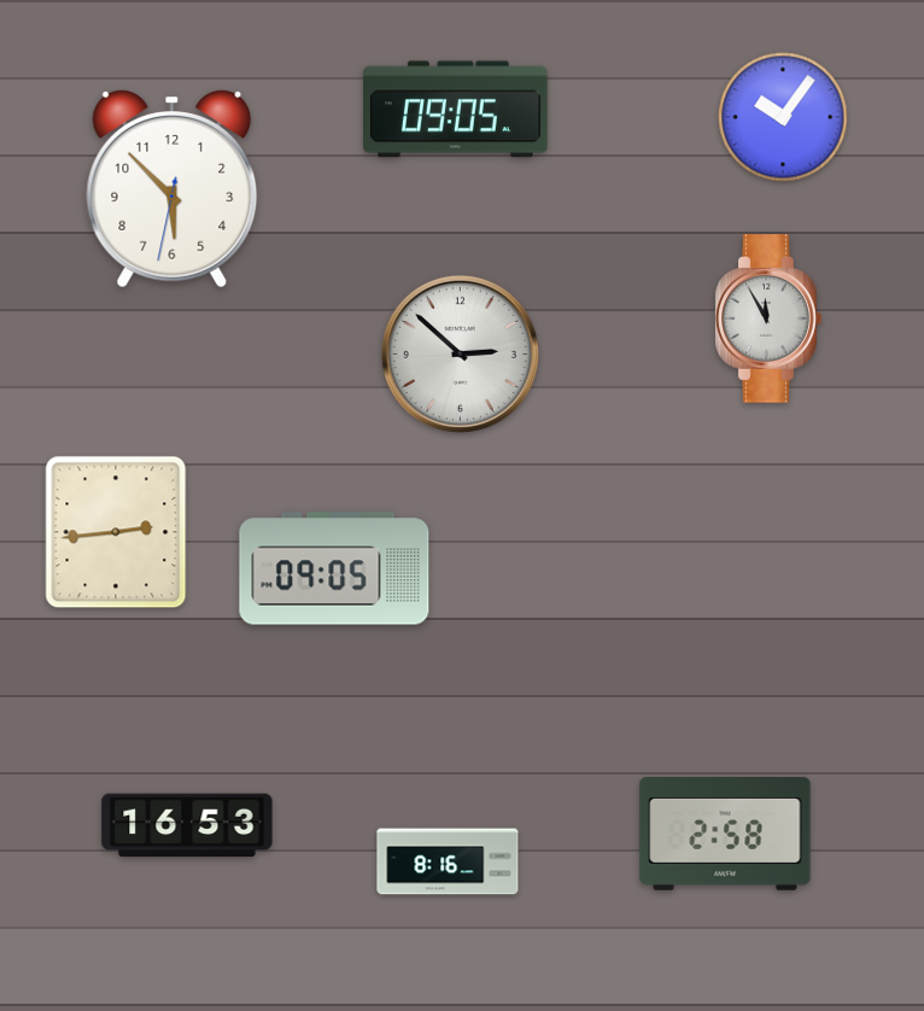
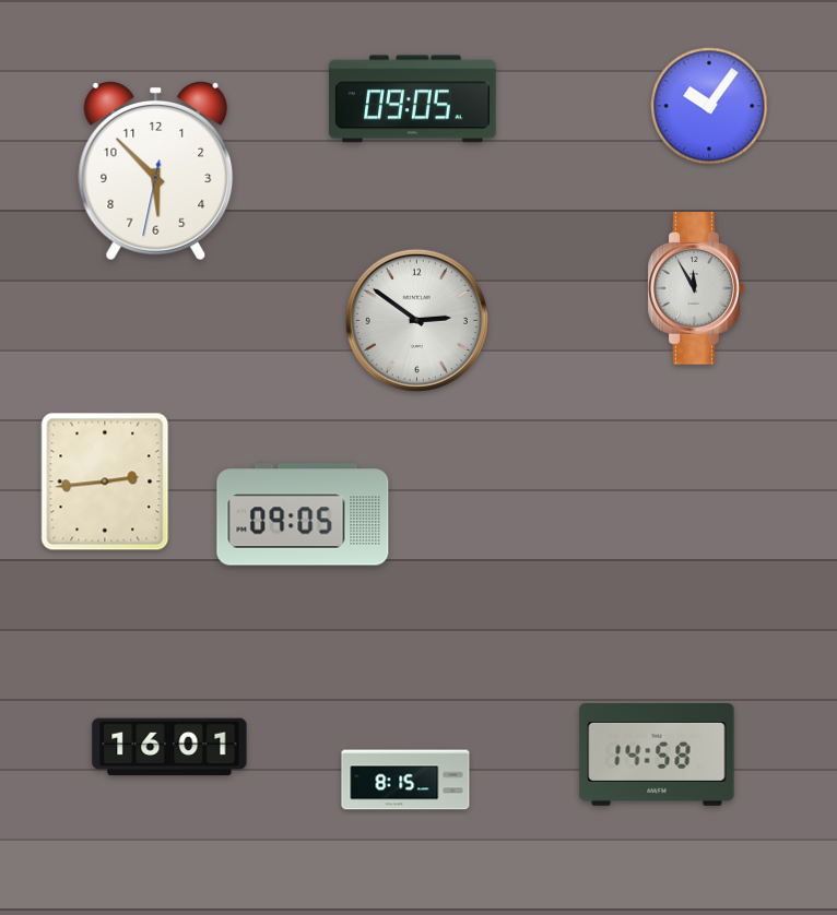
clock at (460, 353): 2:52 -> 2:51
clock at (187, 825): 16:53 -> 16:01
clock at (725, 835): 2:58 -> 14:58
clock at (448, 861): 8:16 -> 8:15
